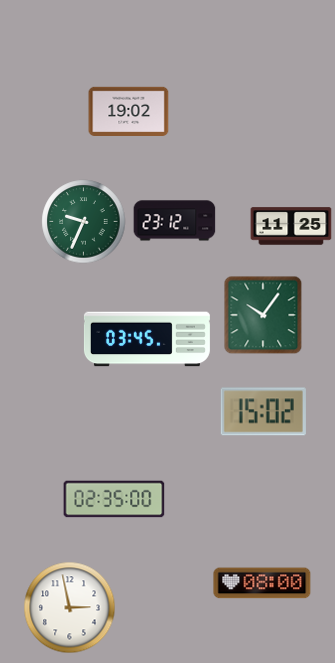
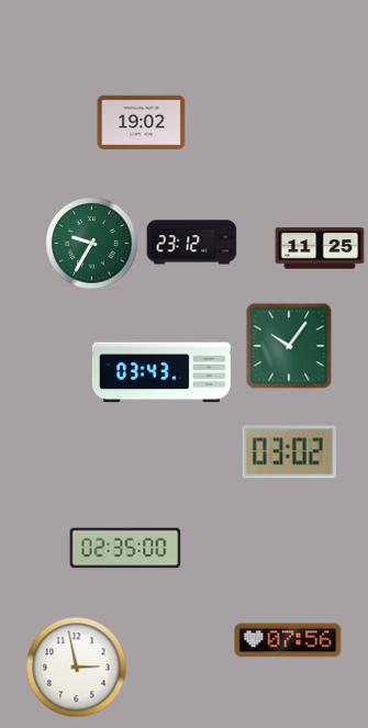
clock at (84, 222): 9:34 -> 9:35
clock at (147, 339): 03:45 -> 03:43
clock at (263, 412): 15:02 -> 03:02
clock at (262, 583): 08:00 -> 07:56
